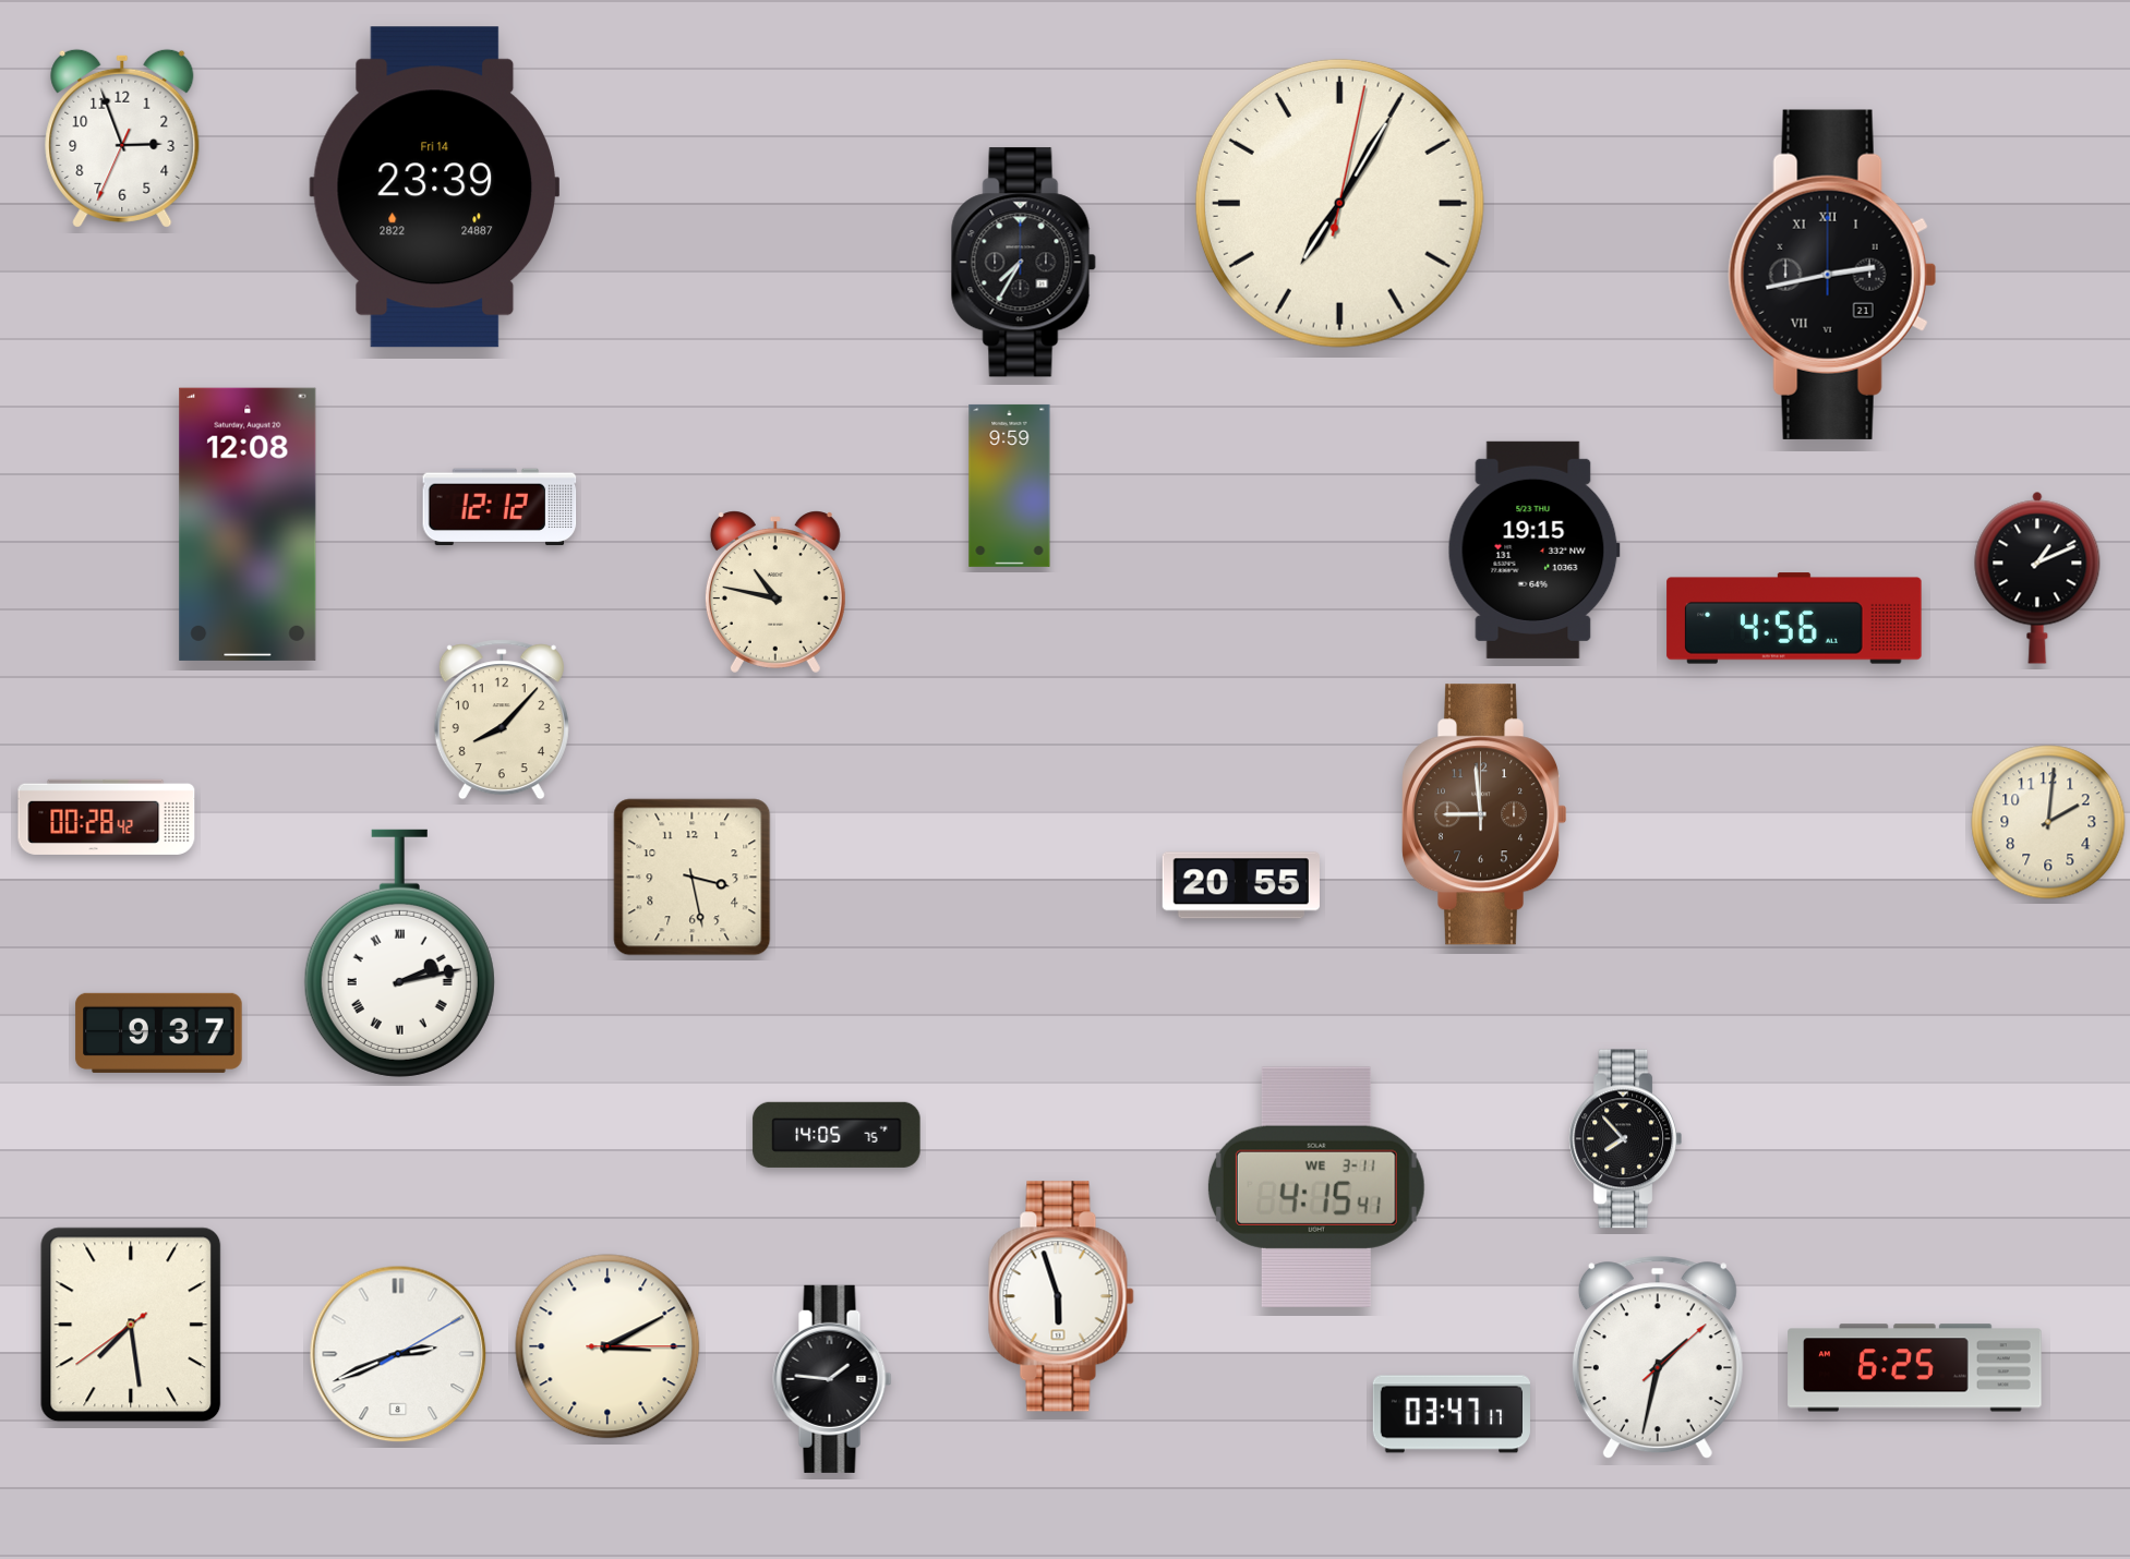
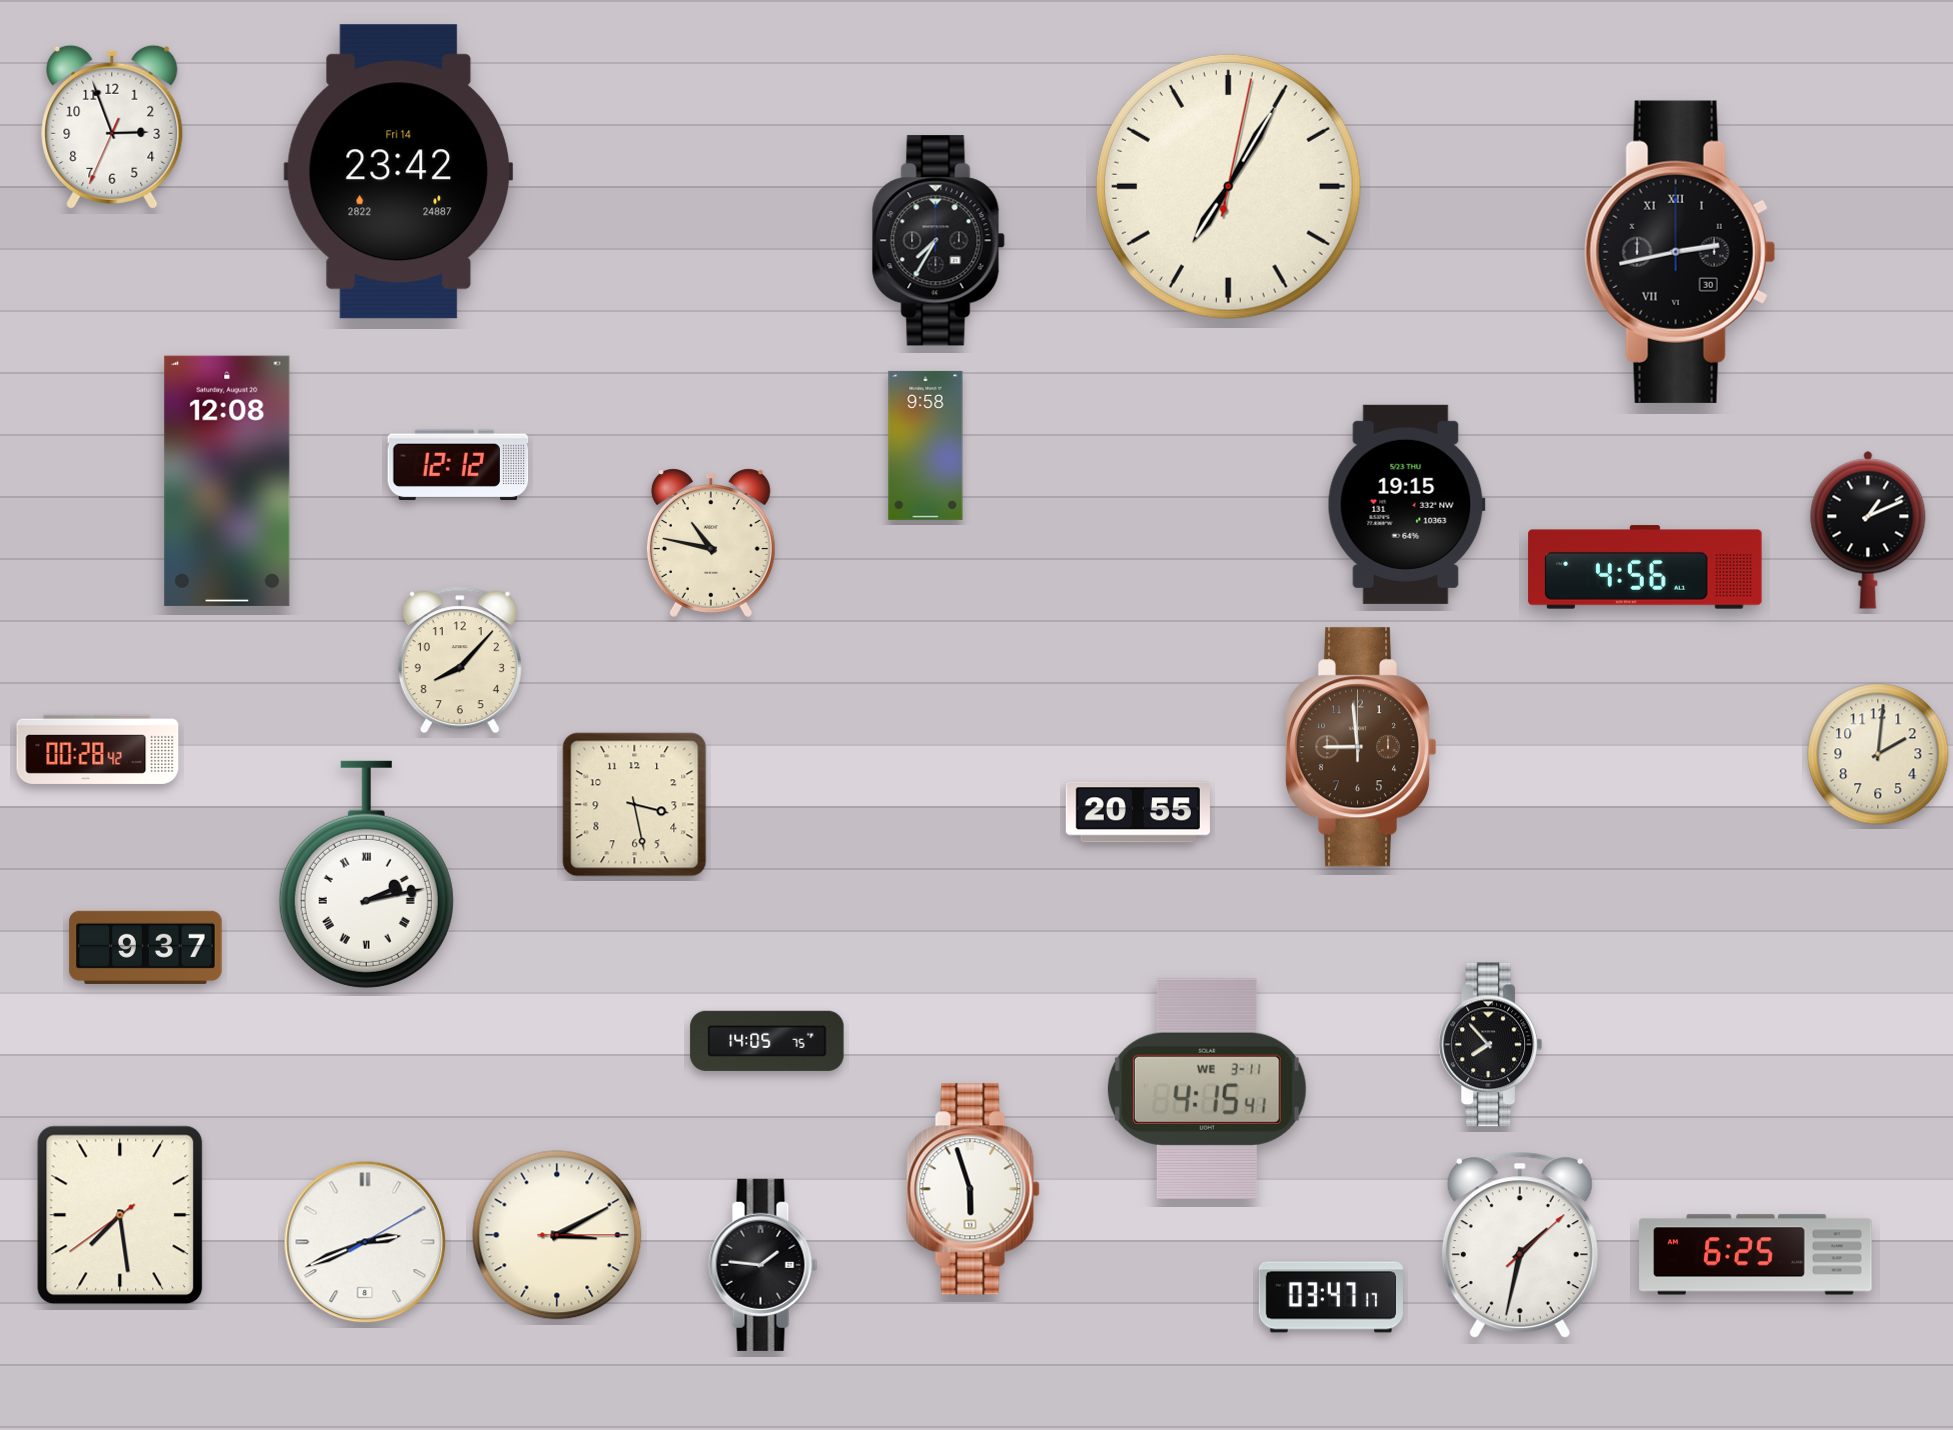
clock at (434, 188): 23:39 -> 23:42
clock at (1832, 275) date: 21 -> 30
clock at (1010, 485): 9:59 -> 9:58
